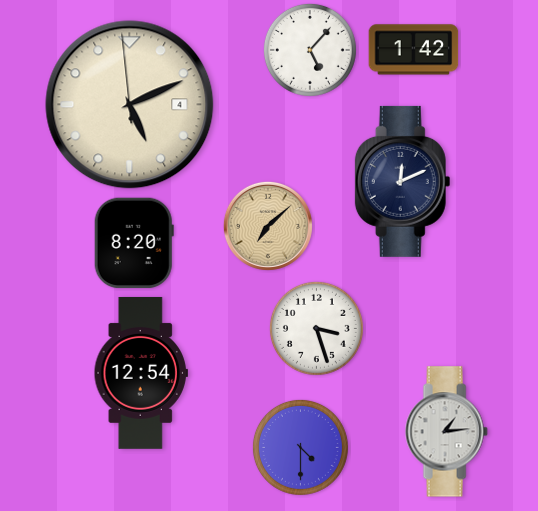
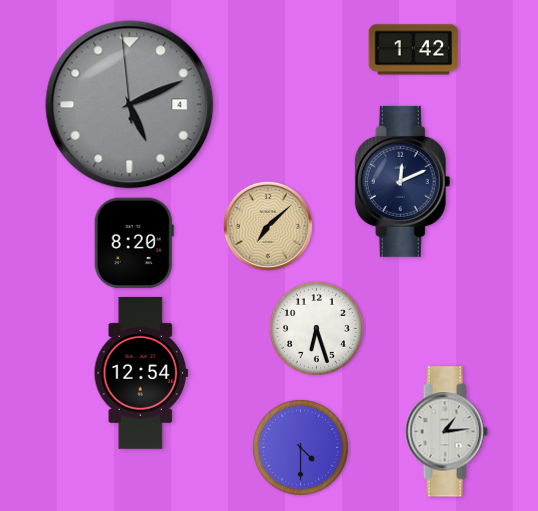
clock at (310, 50): 5:07 -> none
clock at (130, 105) dial: cream -> grey
clock at (316, 328): 3:27 -> 6:27
